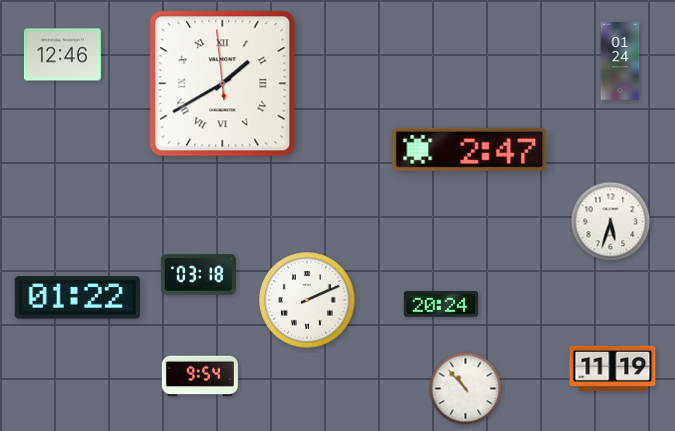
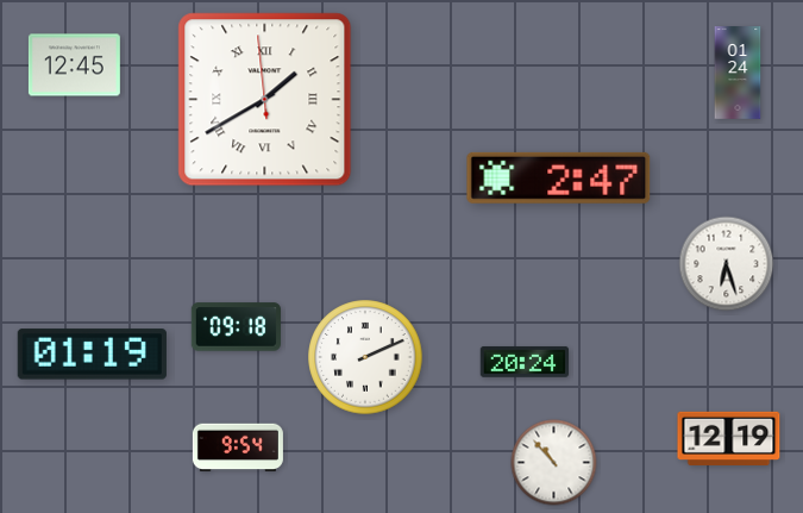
clock at (62, 55): 12:46 -> 12:45
clock at (611, 222): 5:33 -> 6:27
clock at (198, 275): 03:18 -> 09:18
clock at (77, 298): 01:22 -> 01:19
clock at (613, 368): 11:19 -> 12:19
